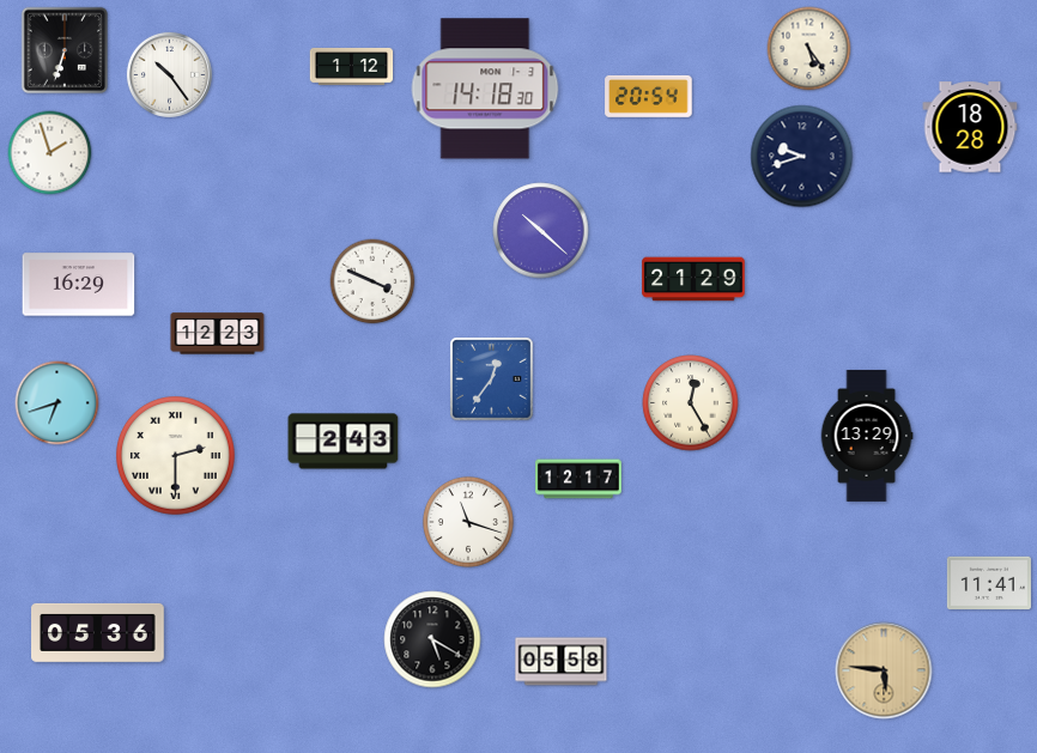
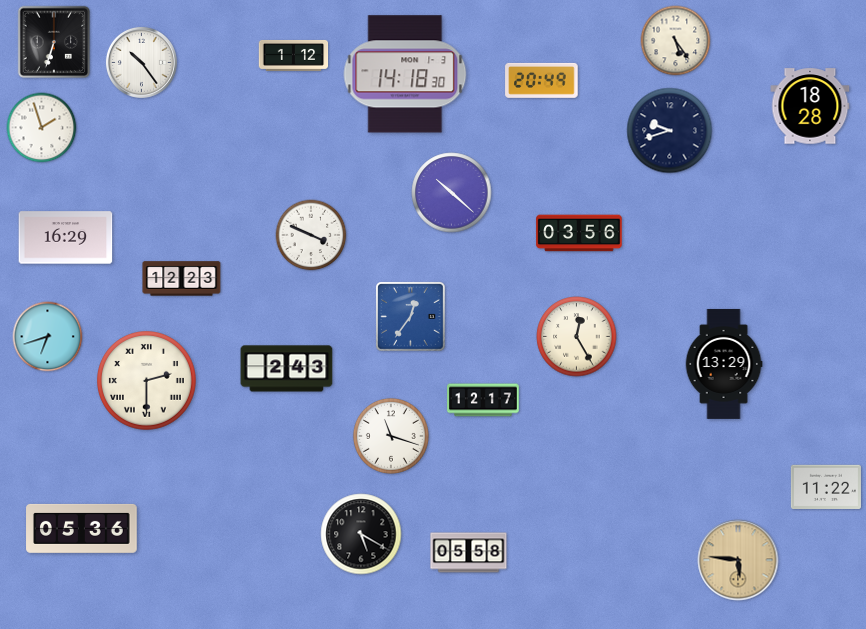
clock at (649, 96): 20:54 -> 20:49
clock at (693, 279): 21:29 -> 03:56
clock at (989, 583): 11:41 -> 11:22
